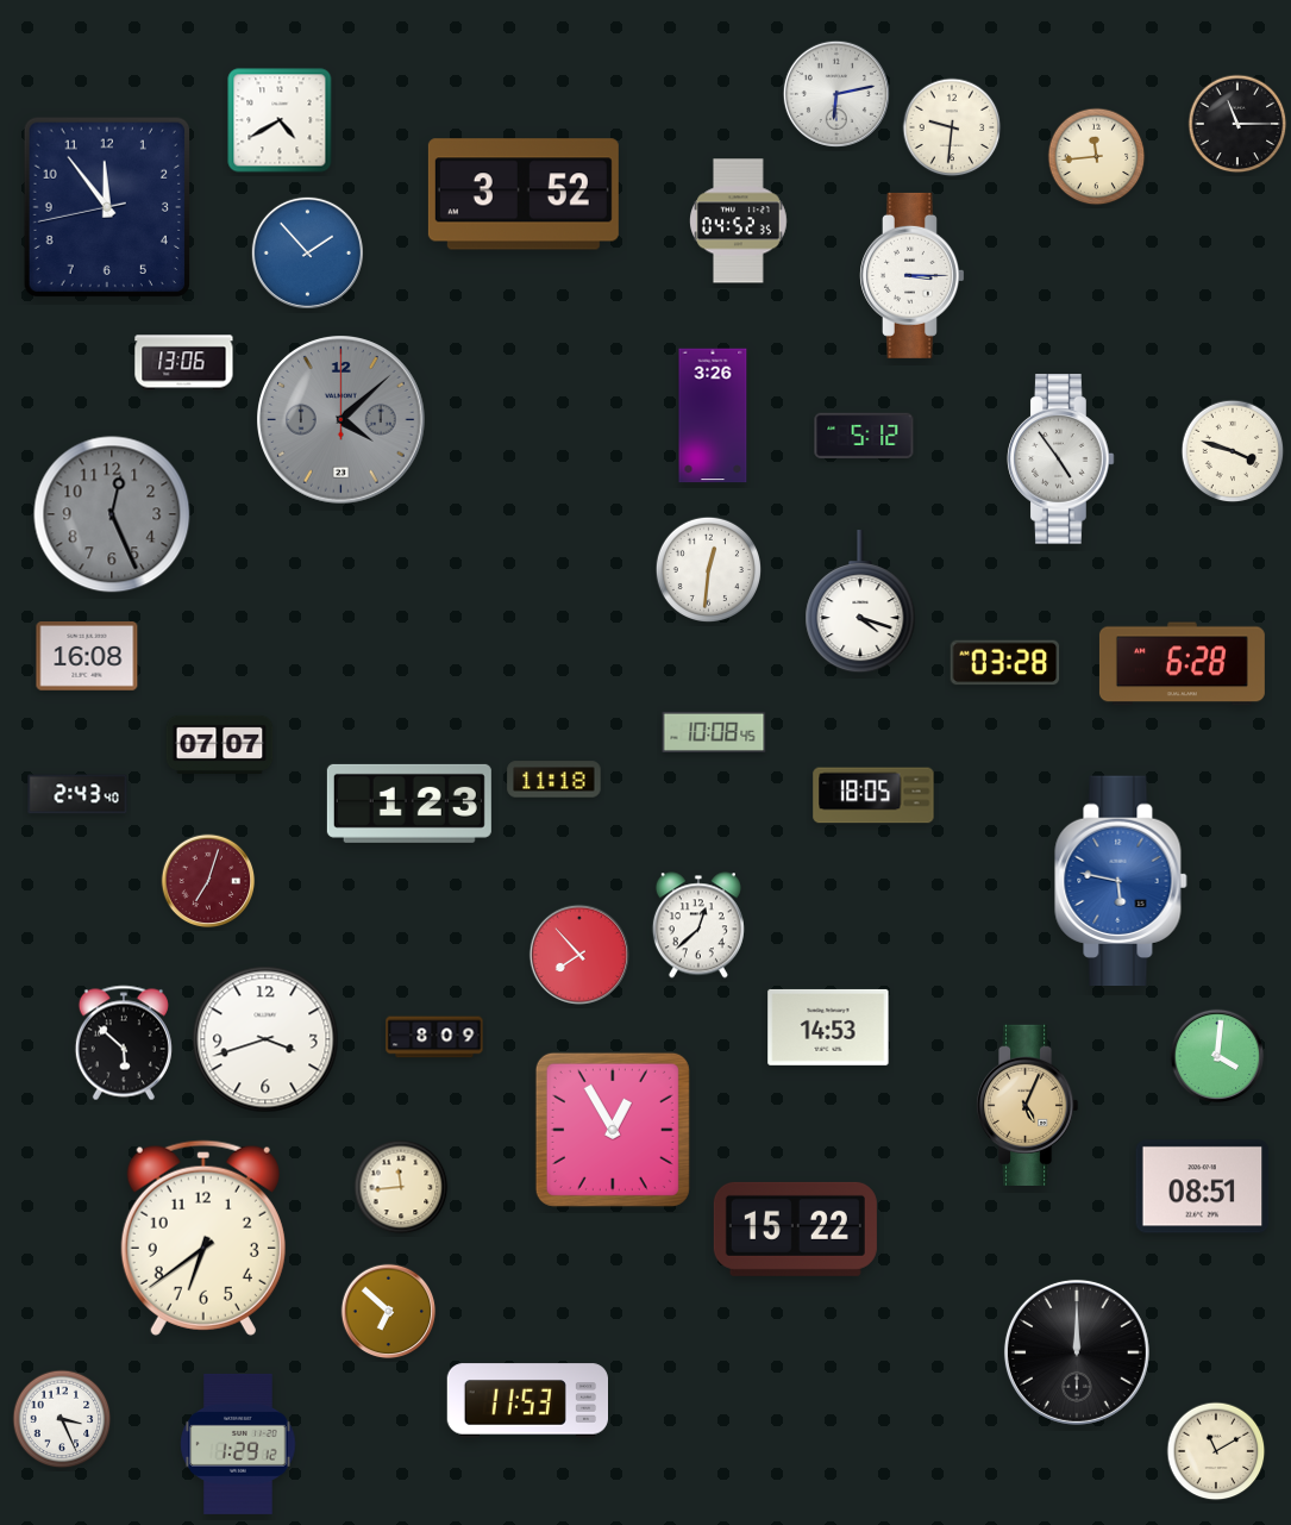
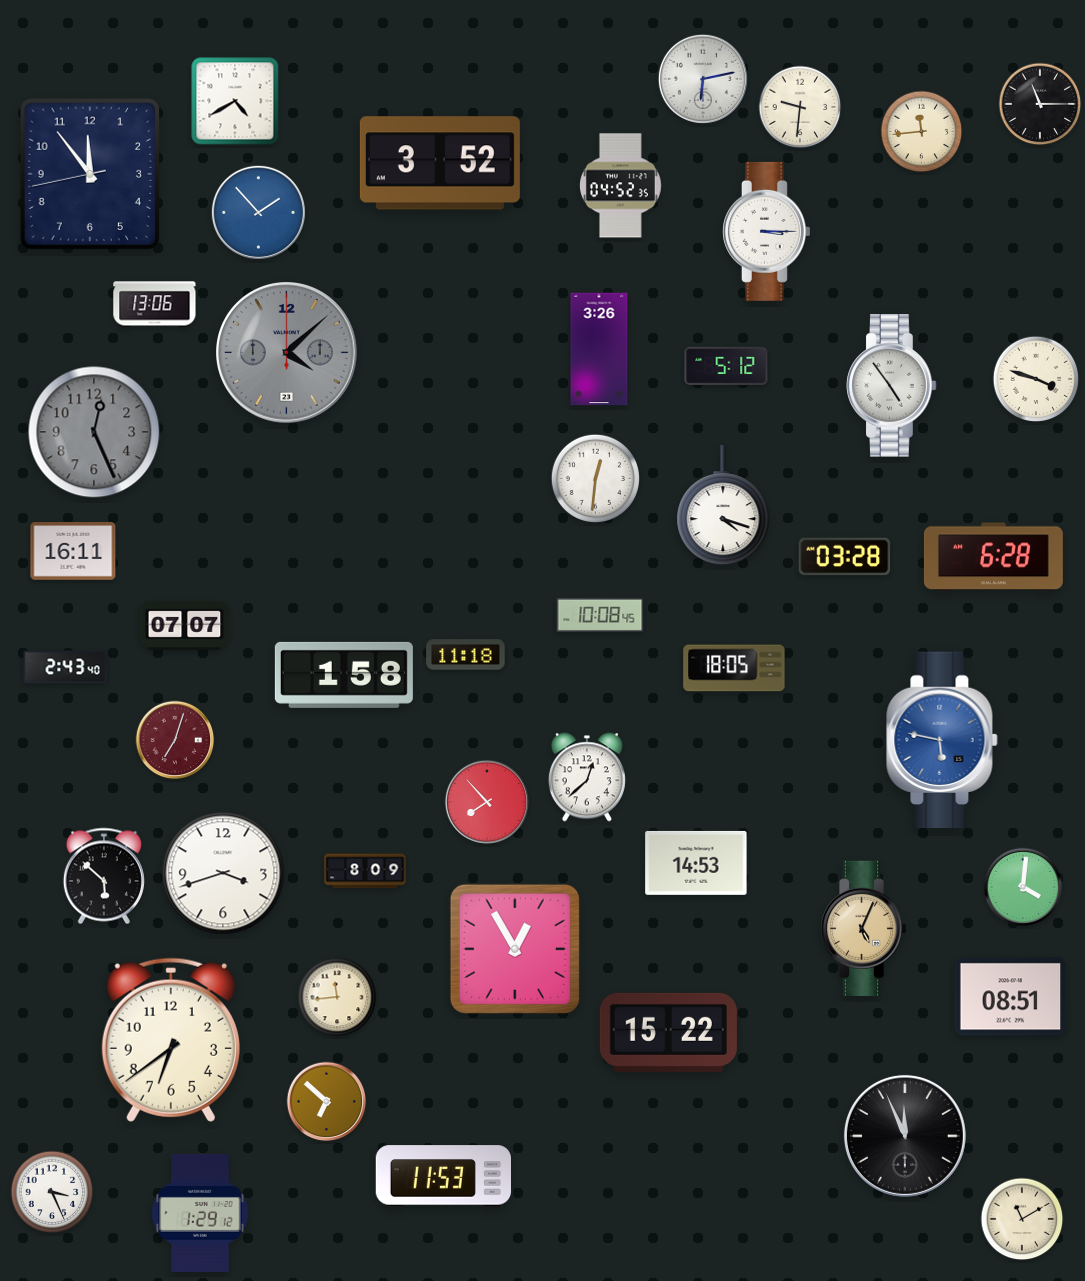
clock at (87, 657): 16:08 -> 16:11
clock at (409, 804): 1:23 -> 1:58
clock at (1077, 1352): 12:00 -> 11:56
